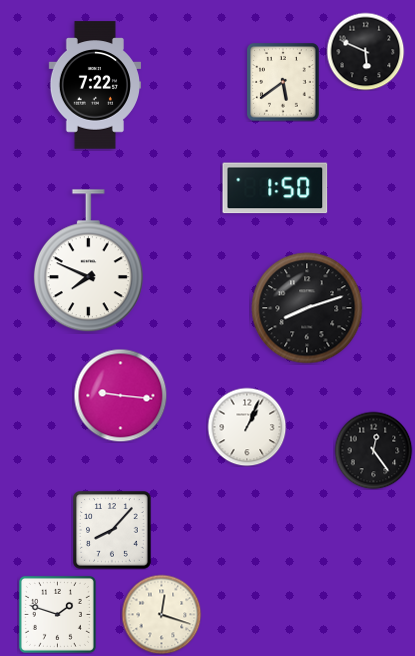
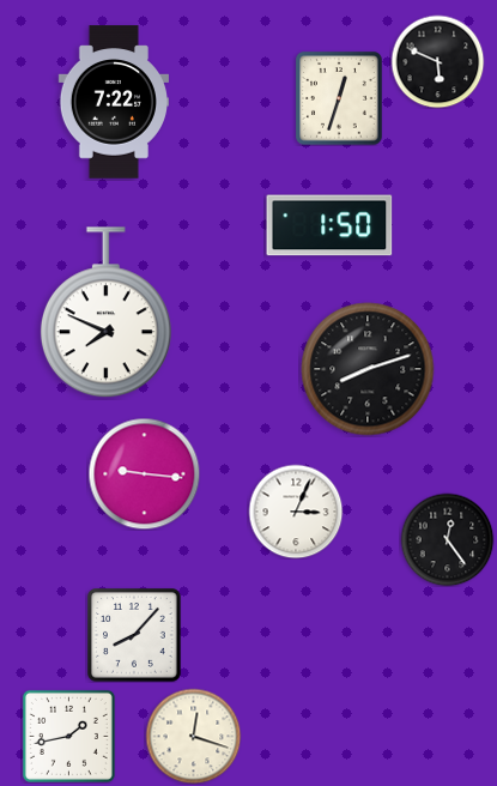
clock at (283, 82): 5:39 -> 12:33
clock at (247, 427): 1:04 -> 3:04
clock at (57, 614): 1:48 -> 1:43
